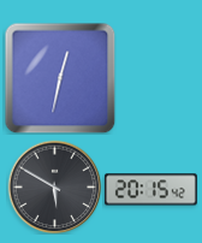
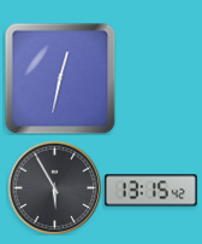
clock at (54, 186): 5:50 -> 5:55
clock at (150, 190): 20:15 -> 13:15
